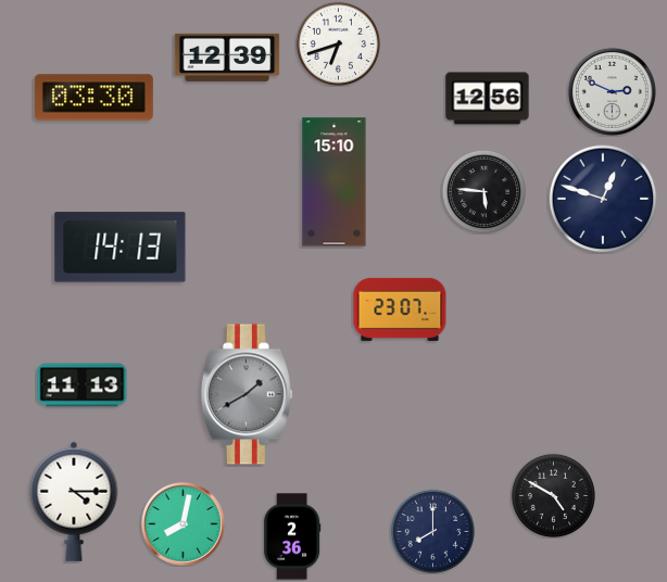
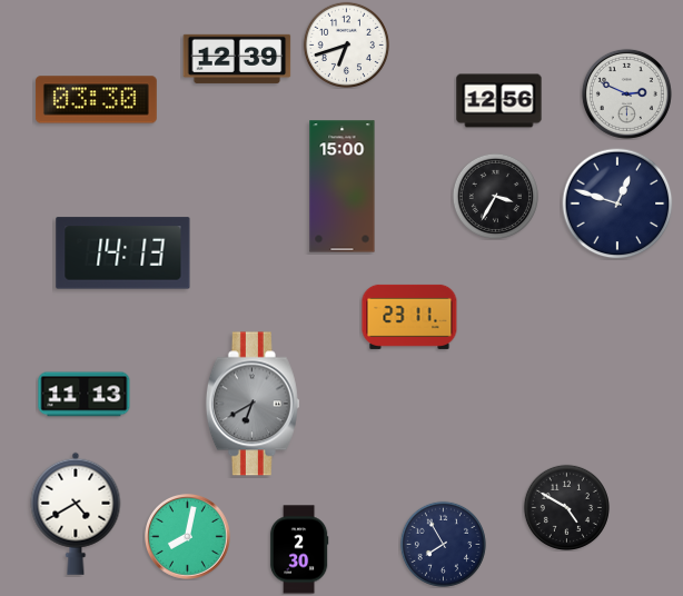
clock at (227, 58) position: (227, 58) -> (237, 59)
clock at (335, 182): 15:10 -> 15:00
clock at (483, 191): 5:46 -> 3:35
clock at (400, 309): 23:07 -> 23:11
clock at (247, 394): 1:40 -> 6:40
clock at (74, 502): 4:15 -> 4:40
clock at (432, 531): 8:00 -> 7:55
clock at (292, 536): 2:36 -> 2:30
